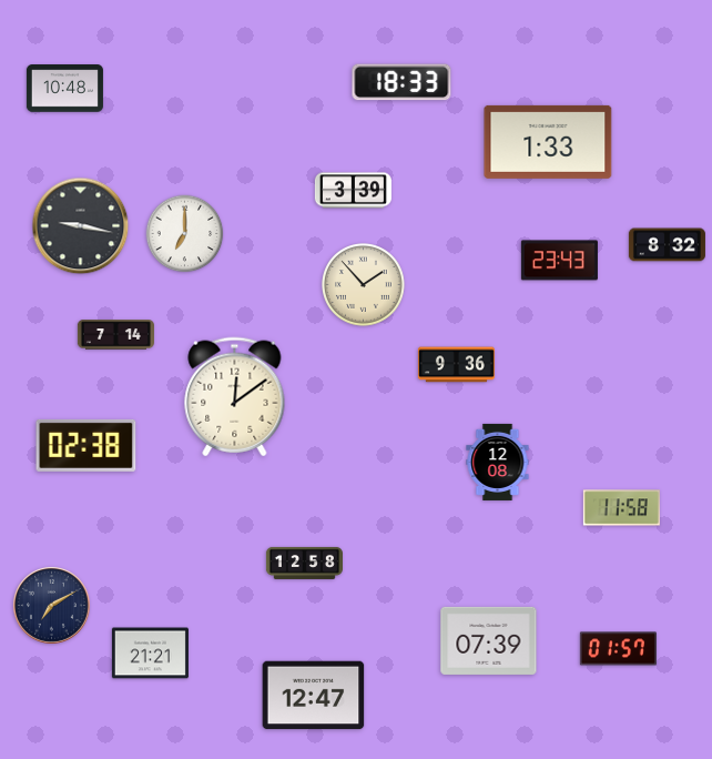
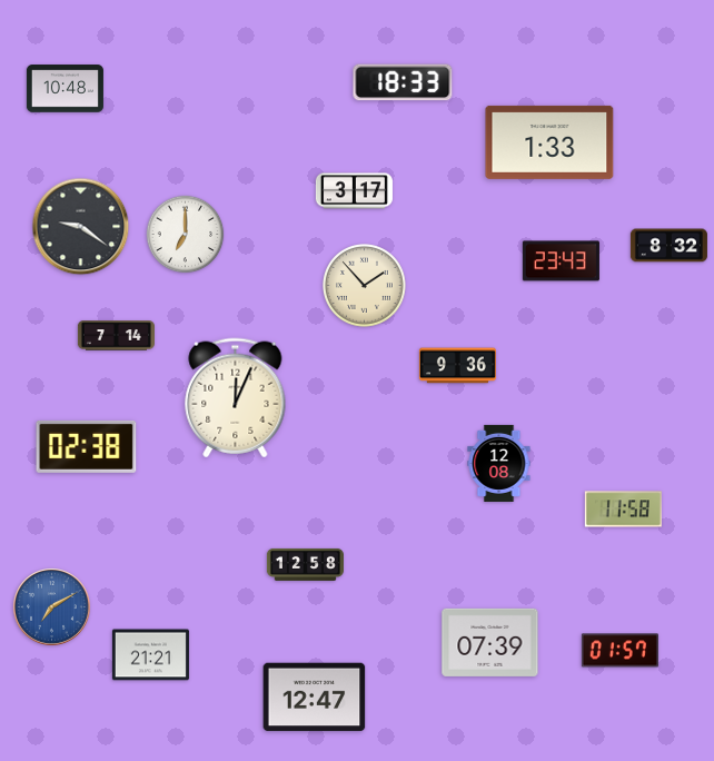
clock at (353, 191): 3:39 -> 3:17
clock at (81, 226): 9:17 -> 9:21
clock at (235, 397): 12:09 -> 12:04
clock at (51, 605) dial: navy -> blue
